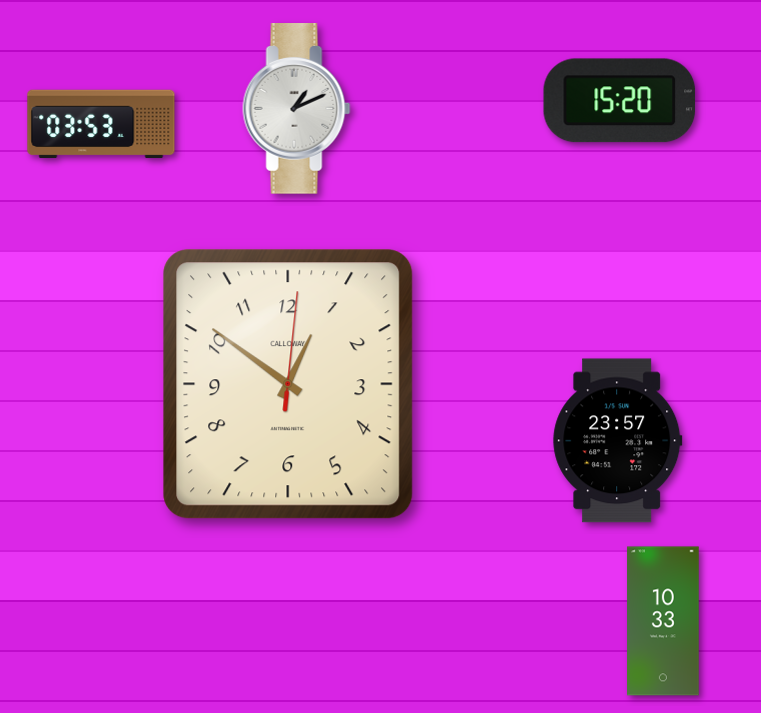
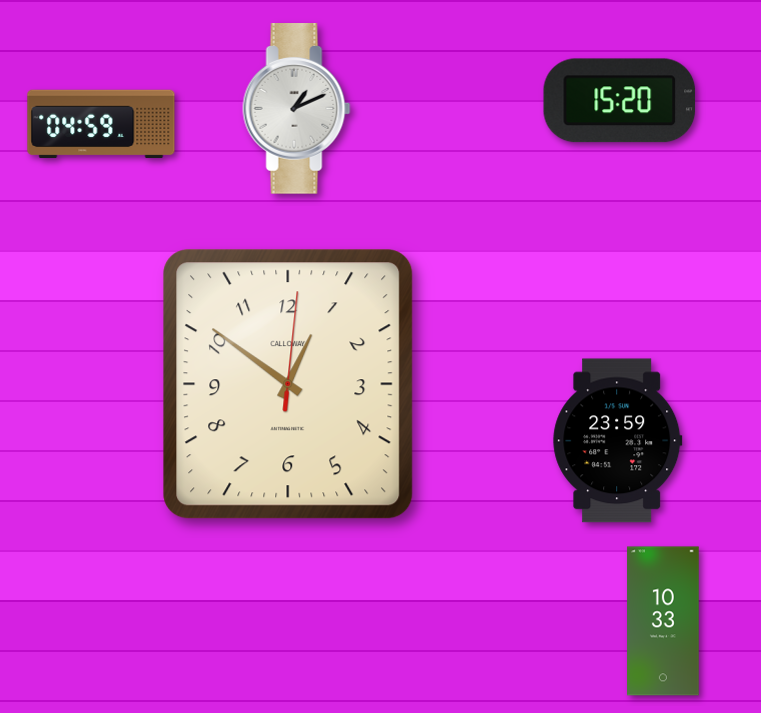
clock at (101, 124): 03:53 -> 04:59
clock at (618, 441): 23:57 -> 23:59
